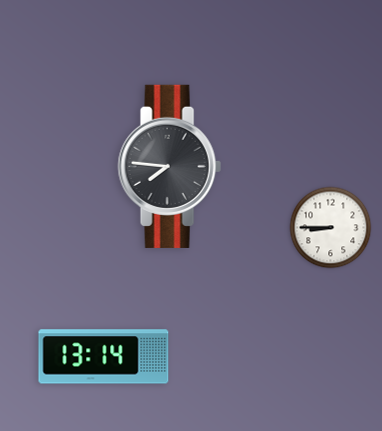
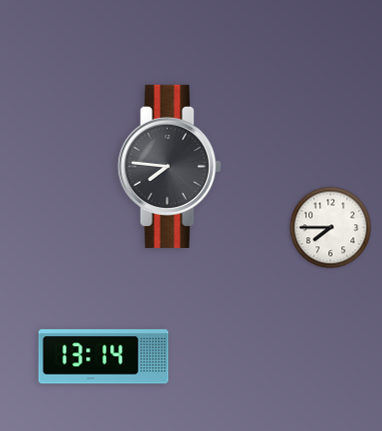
clock at (331, 228): 8:45 -> 7:45
